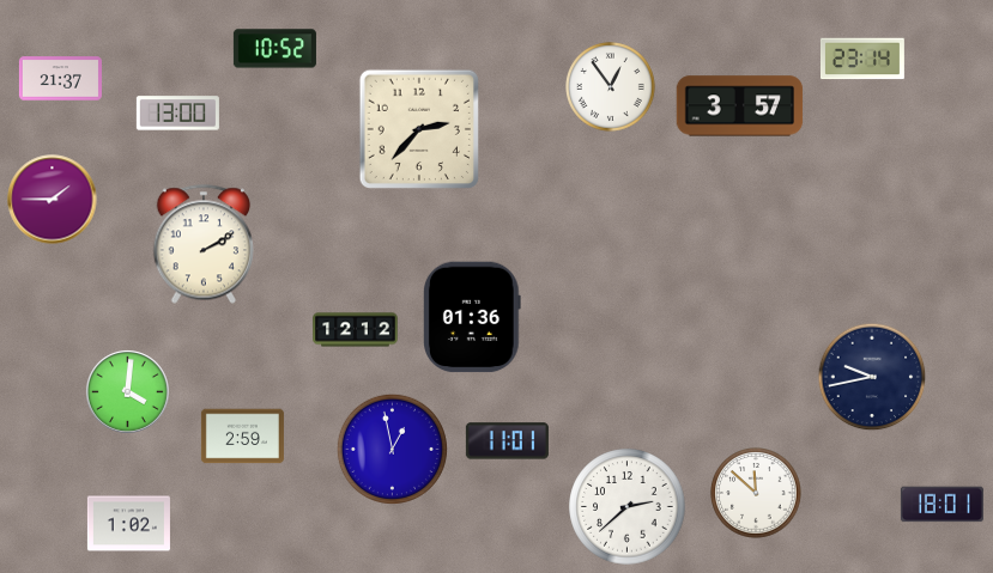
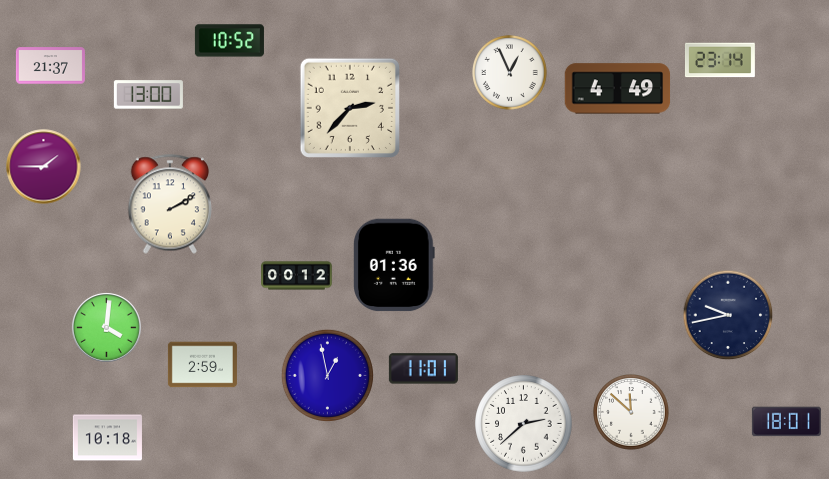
clock at (862, 59) position: (862, 59) -> (720, 60)
clock at (611, 87): 12:54 -> 12:56
clock at (740, 106): 3:57 -> 4:49
clock at (356, 330): 12:12 -> 00:12
clock at (128, 524): 1:02 -> 10:18
